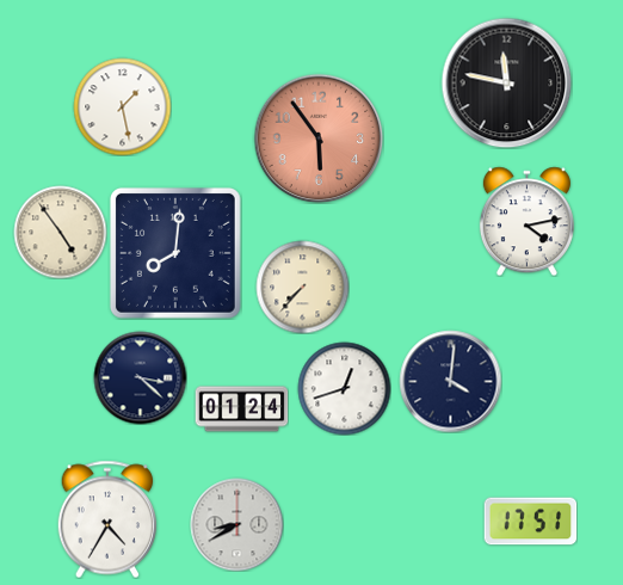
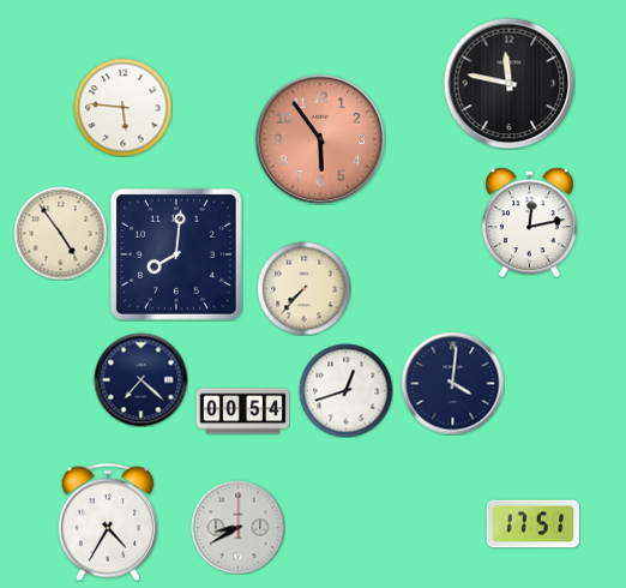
clock at (122, 106): 1:28 -> 5:46
clock at (526, 221): 4:13 -> 12:13
clock at (140, 377): 3:22 -> 7:22
clock at (241, 410): 01:24 -> 00:54
